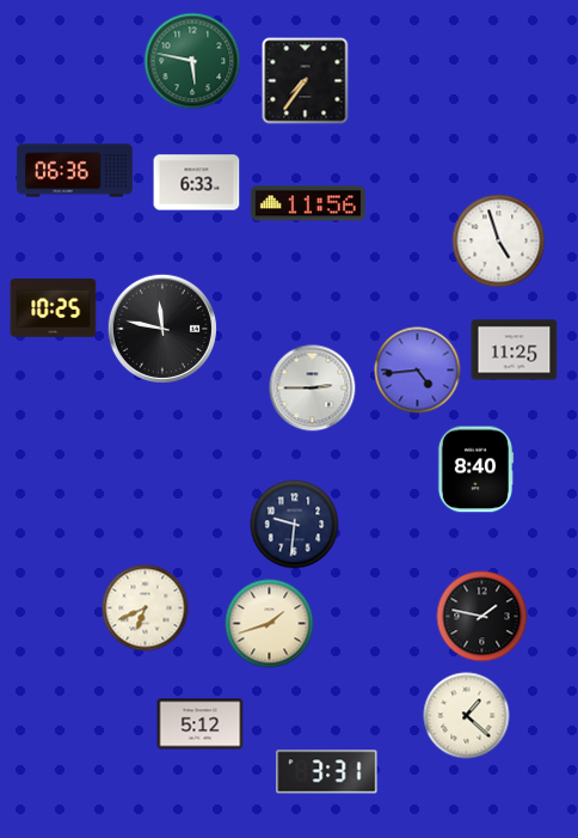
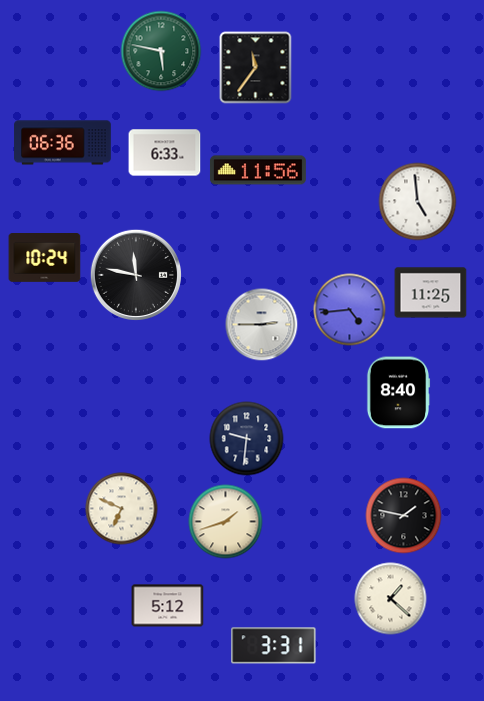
clock at (306, 81): 7:36 -> 11:36
clock at (499, 241): 4:57 -> 4:59
clock at (54, 308): 10:25 -> 10:24
clock at (146, 608): 6:41 -> 6:49
